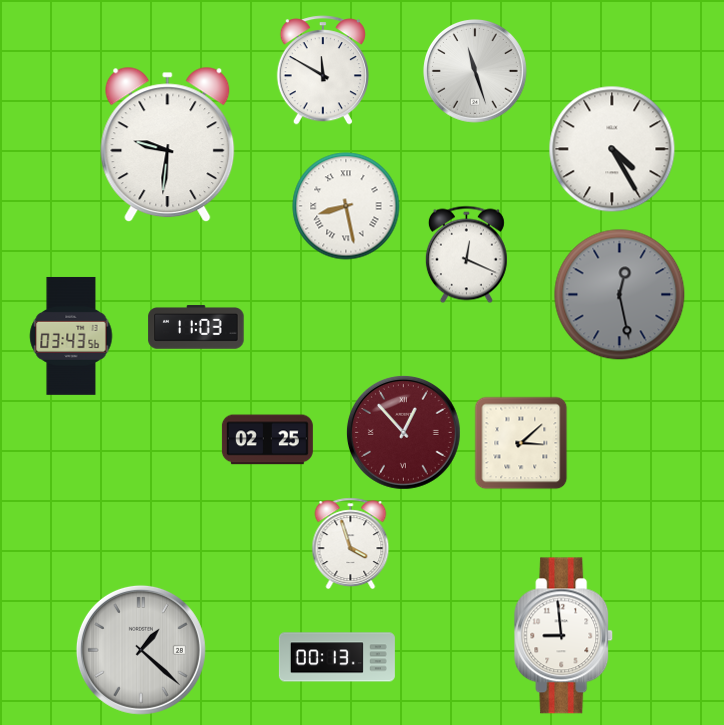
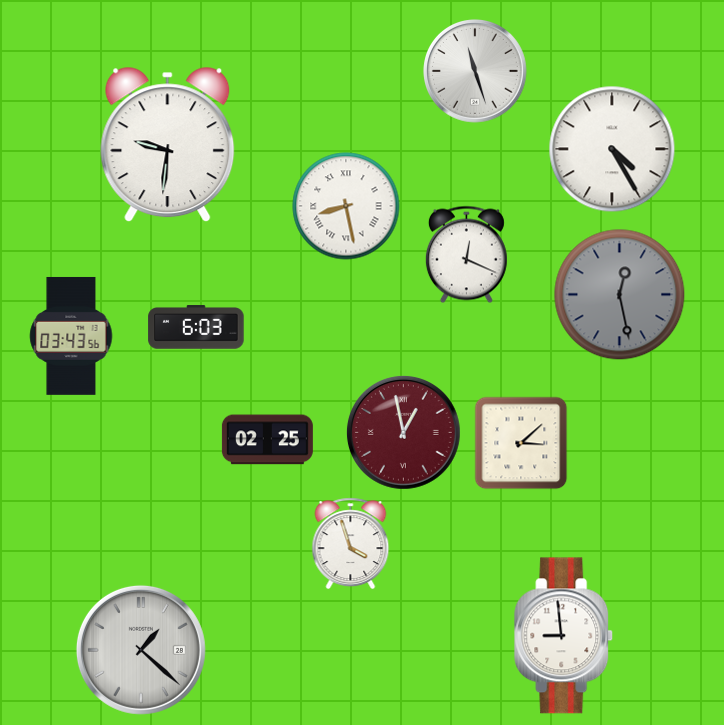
clock at (323, 70): 11:50 -> none
clock at (196, 327): 11:03 -> 6:03
clock at (403, 432): 12:53 -> 12:58
clock at (337, 657): 00:13 -> none
